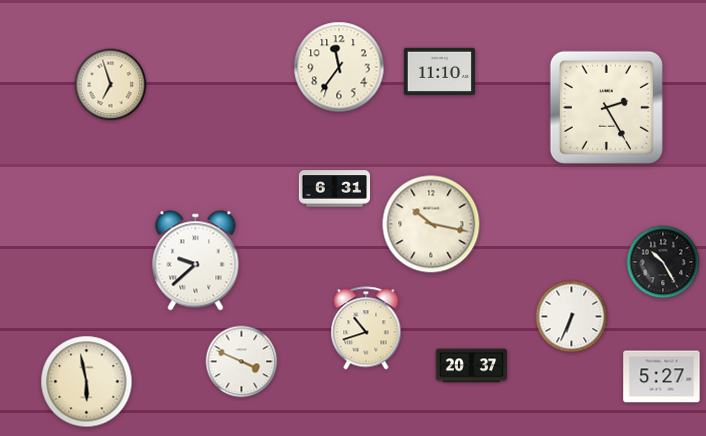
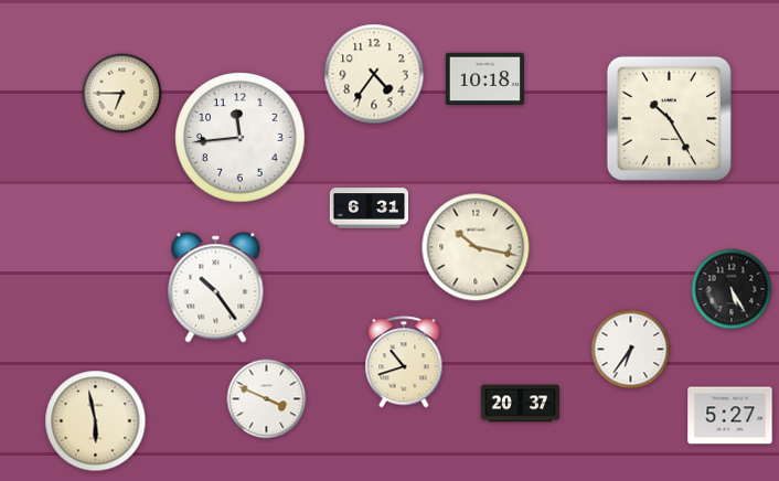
clock at (339, 67): 11:36 -> 4:36
clock at (439, 71): 11:10 -> 10:18
clock at (111, 85): 6:57 -> 6:45
clock at (606, 107): 2:25 -> 10:25
clock at (241, 138): none -> 11:44
clock at (196, 261): 9:38 -> 10:24
clock at (663, 262): 10:25 -> 5:25
clock at (572, 317): 6:34 -> 6:36
